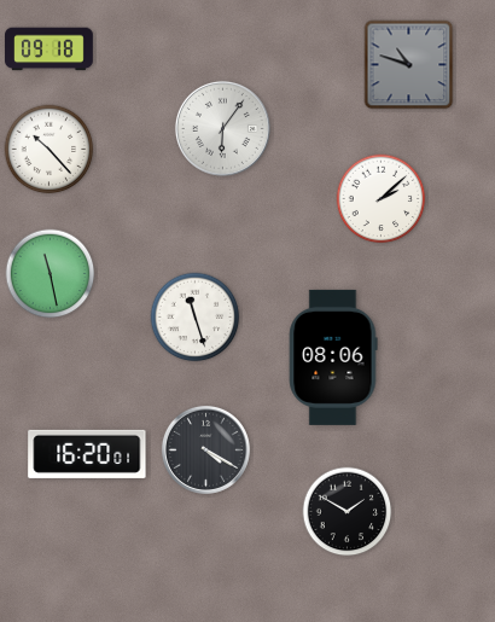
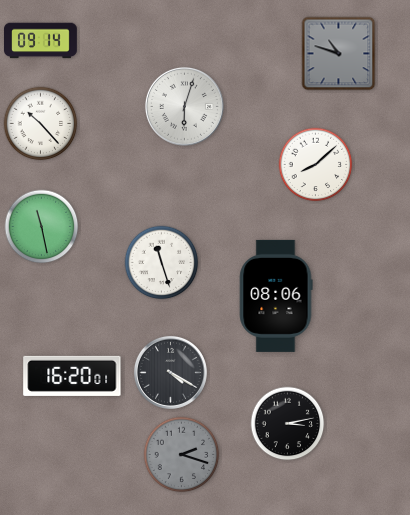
clock at (49, 50): 09:18 -> 09:14
clock at (222, 128): 6:06 -> 6:03
clock at (382, 199): 2:08 -> 8:08
clock at (348, 512): 1:50 -> 3:13
clock at (182, 455): none -> 2:18
